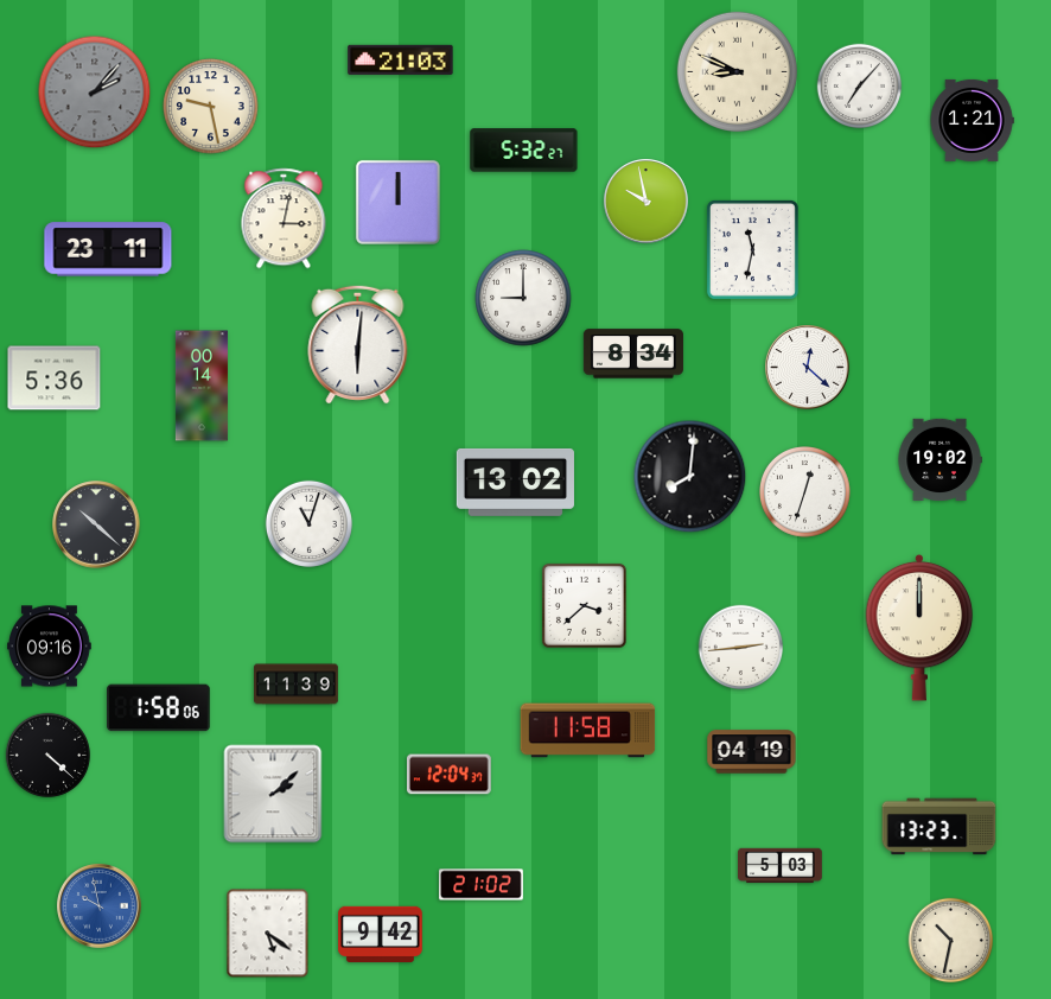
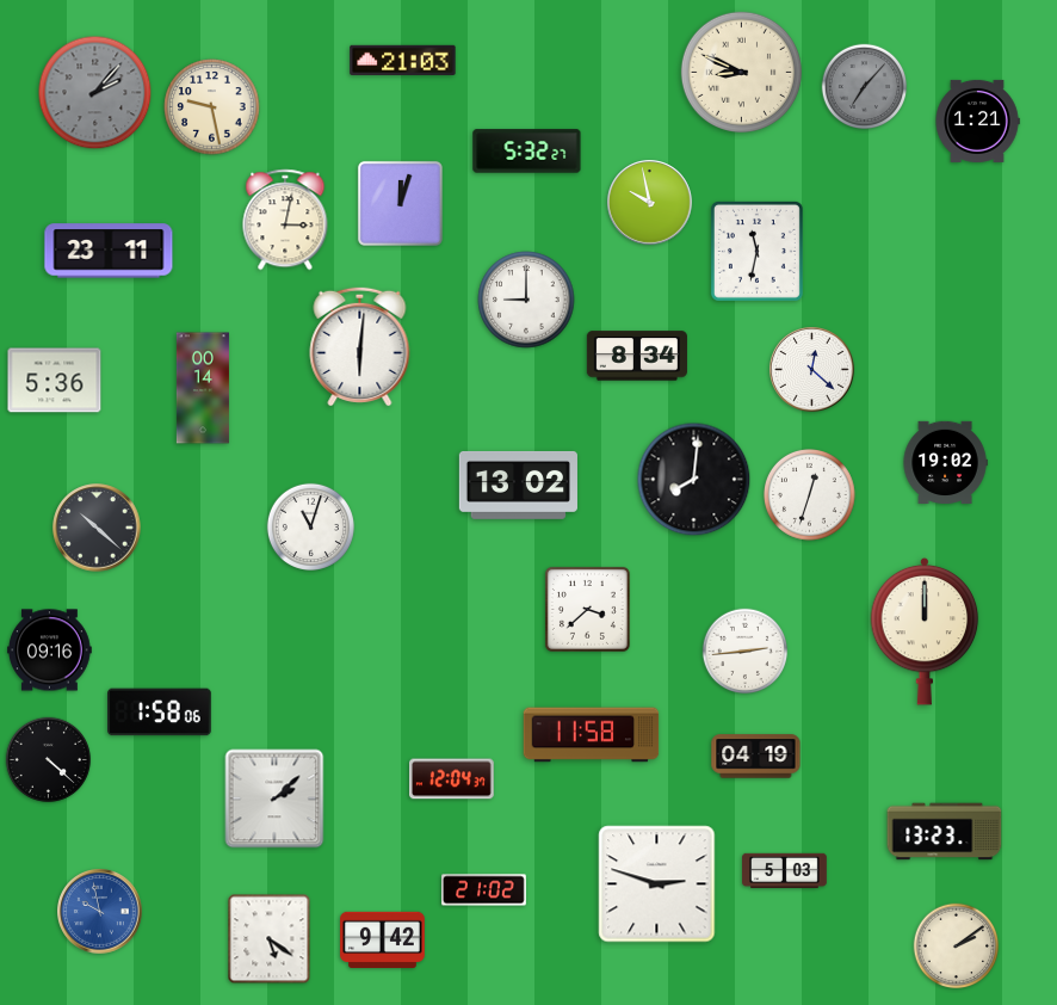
clock at (860, 87) dial: white -> grey
clock at (397, 202): 12:00 -> 12:03
clock at (297, 685): 11:39 -> none
clock at (657, 884): none -> 2:48
clock at (951, 941): 10:32 -> 2:09
